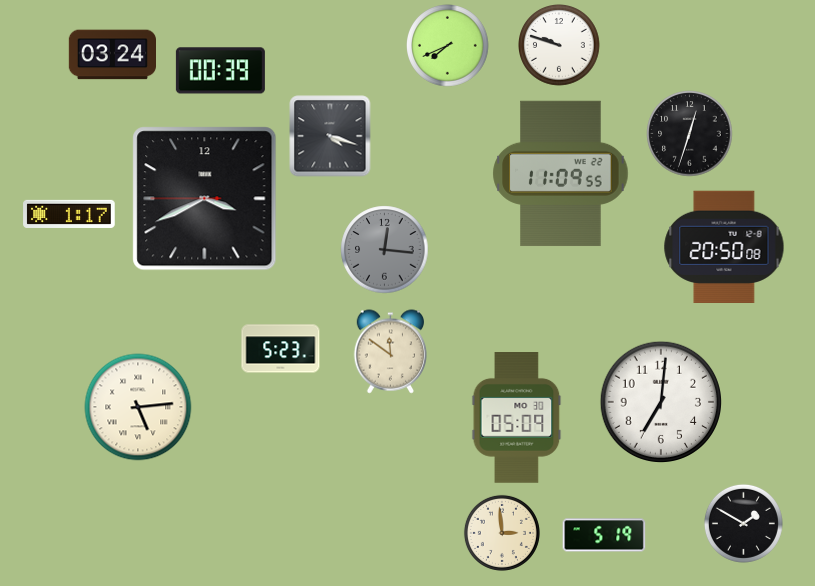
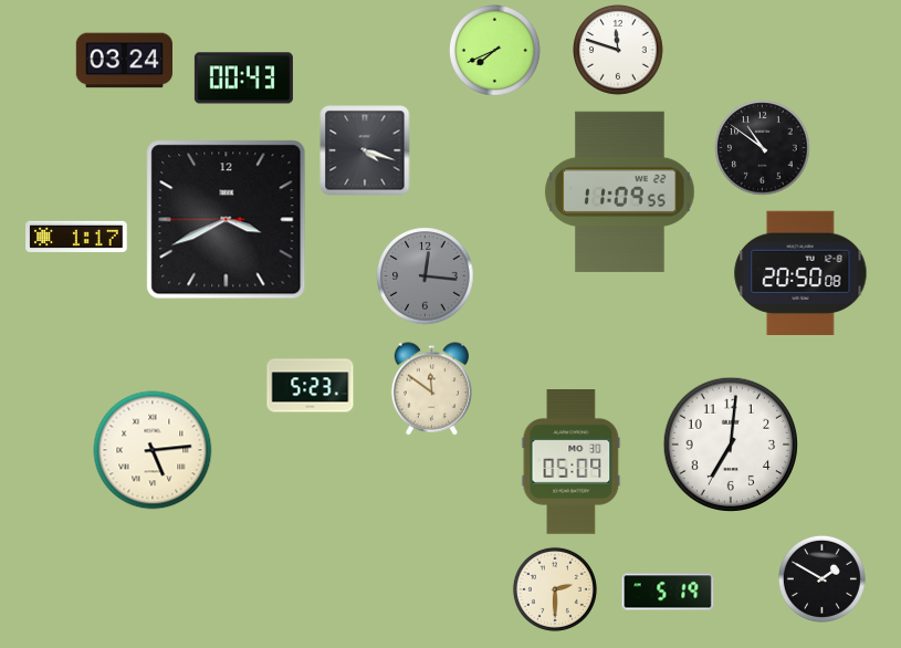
clock at (560, 46): 9:48 -> 11:48
clock at (220, 71): 00:39 -> 00:43
clock at (690, 134): 12:33 -> 10:51
clock at (502, 533): 2:59 -> 2:30
